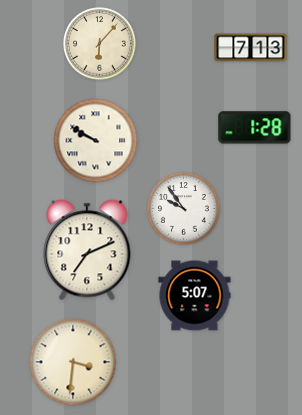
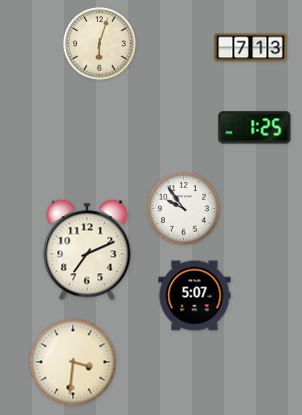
clock at (100, 44): 6:07 -> 6:03
clock at (255, 128): 1:28 -> 1:25
clock at (96, 141): 9:50 -> none
